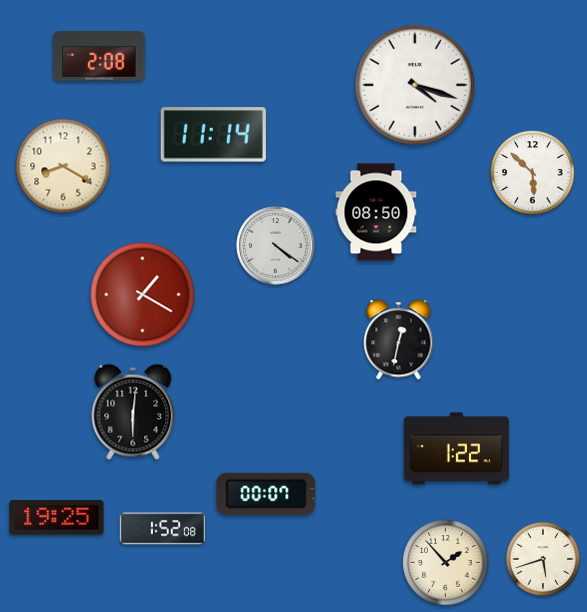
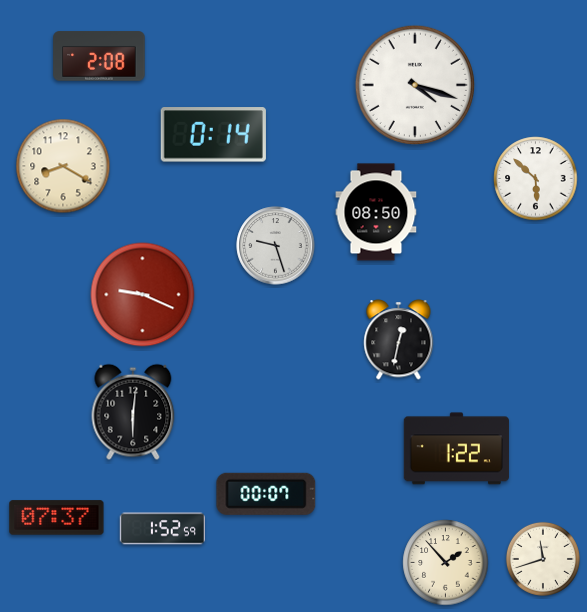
clock at (213, 135): 11:14 -> 0:14
clock at (533, 173) position: (533, 173) -> (536, 179)
clock at (276, 246): 4:21 -> 9:27
clock at (143, 295): 1:20 -> 9:19
clock at (57, 518): 19:25 -> 07:37
clock at (162, 529): 1:52:08 -> 1:52:59
clock at (543, 559): 5:42 -> 11:42
